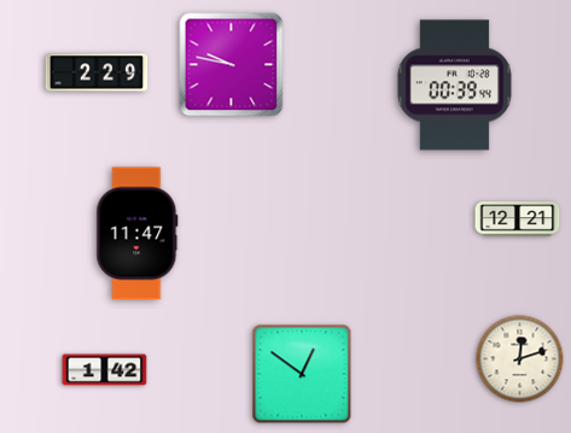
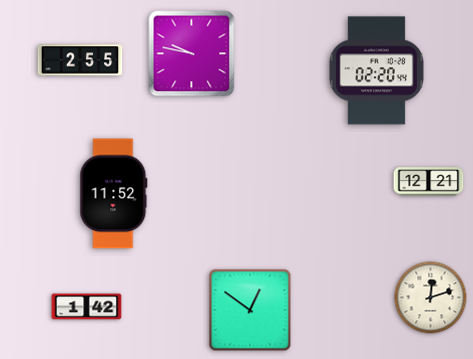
clock at (97, 72): 2:29 -> 2:55
clock at (454, 86): 00:39 -> 02:20
clock at (138, 234): 11:47 -> 11:52
